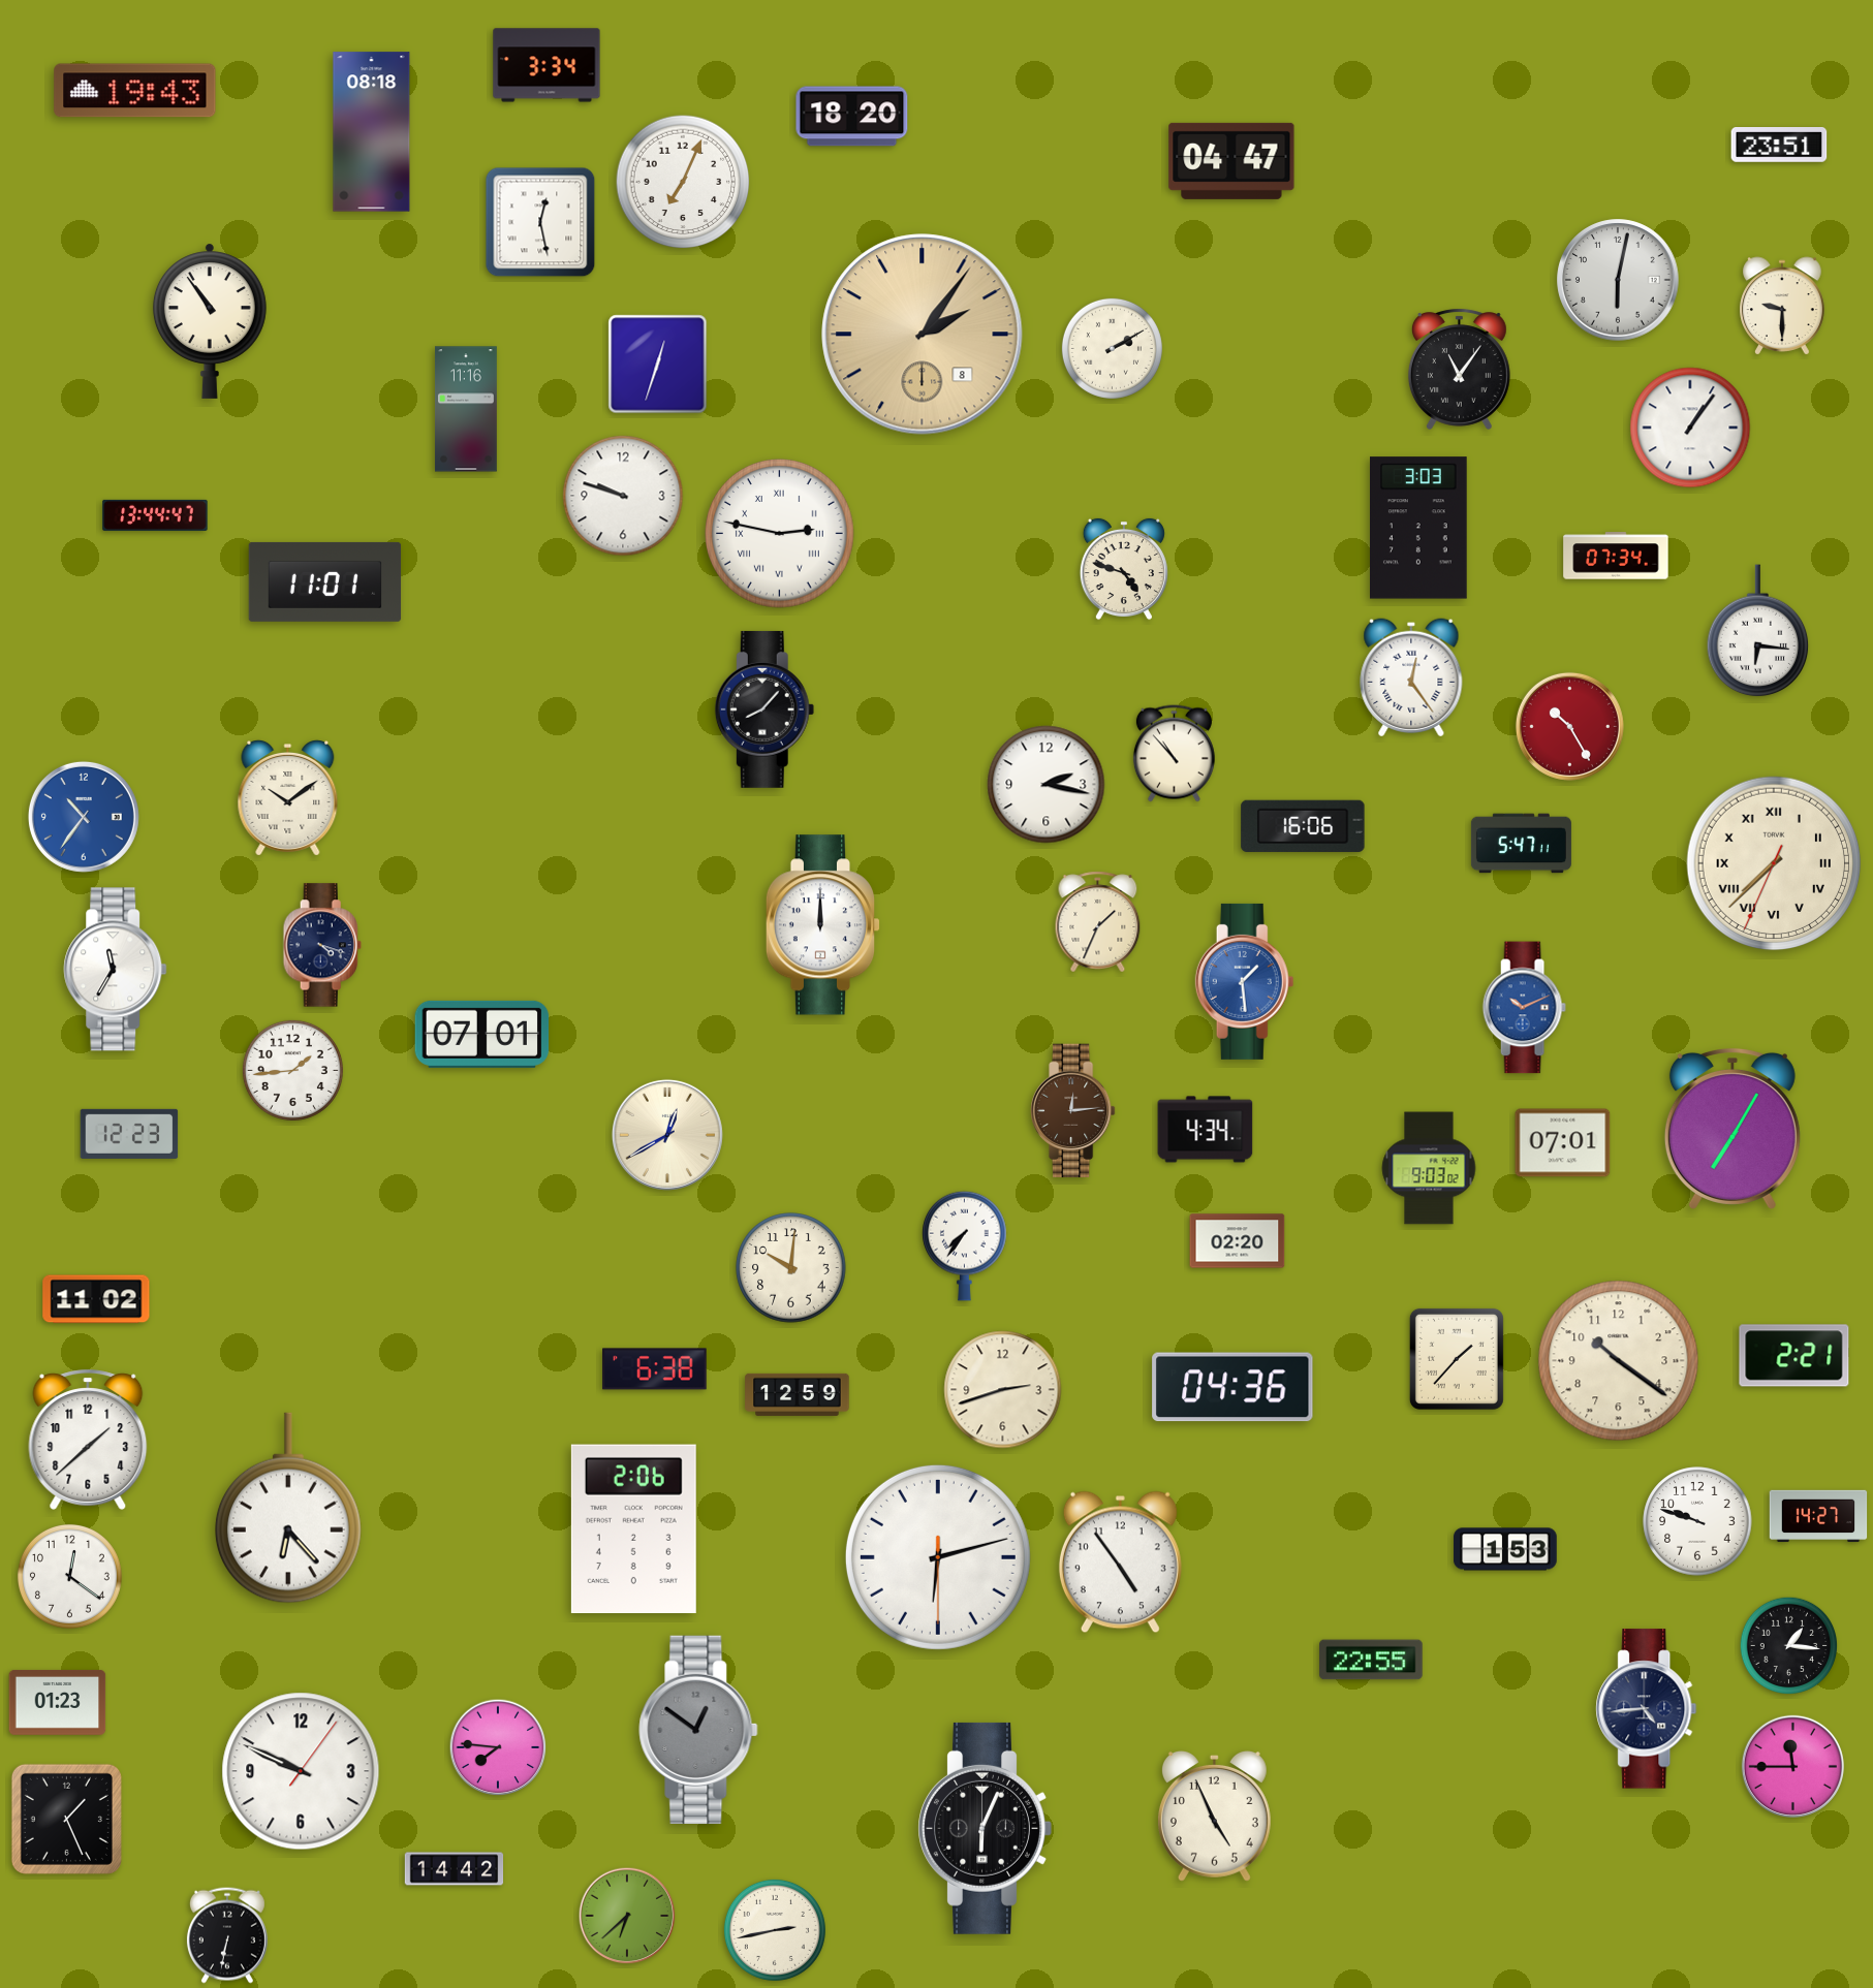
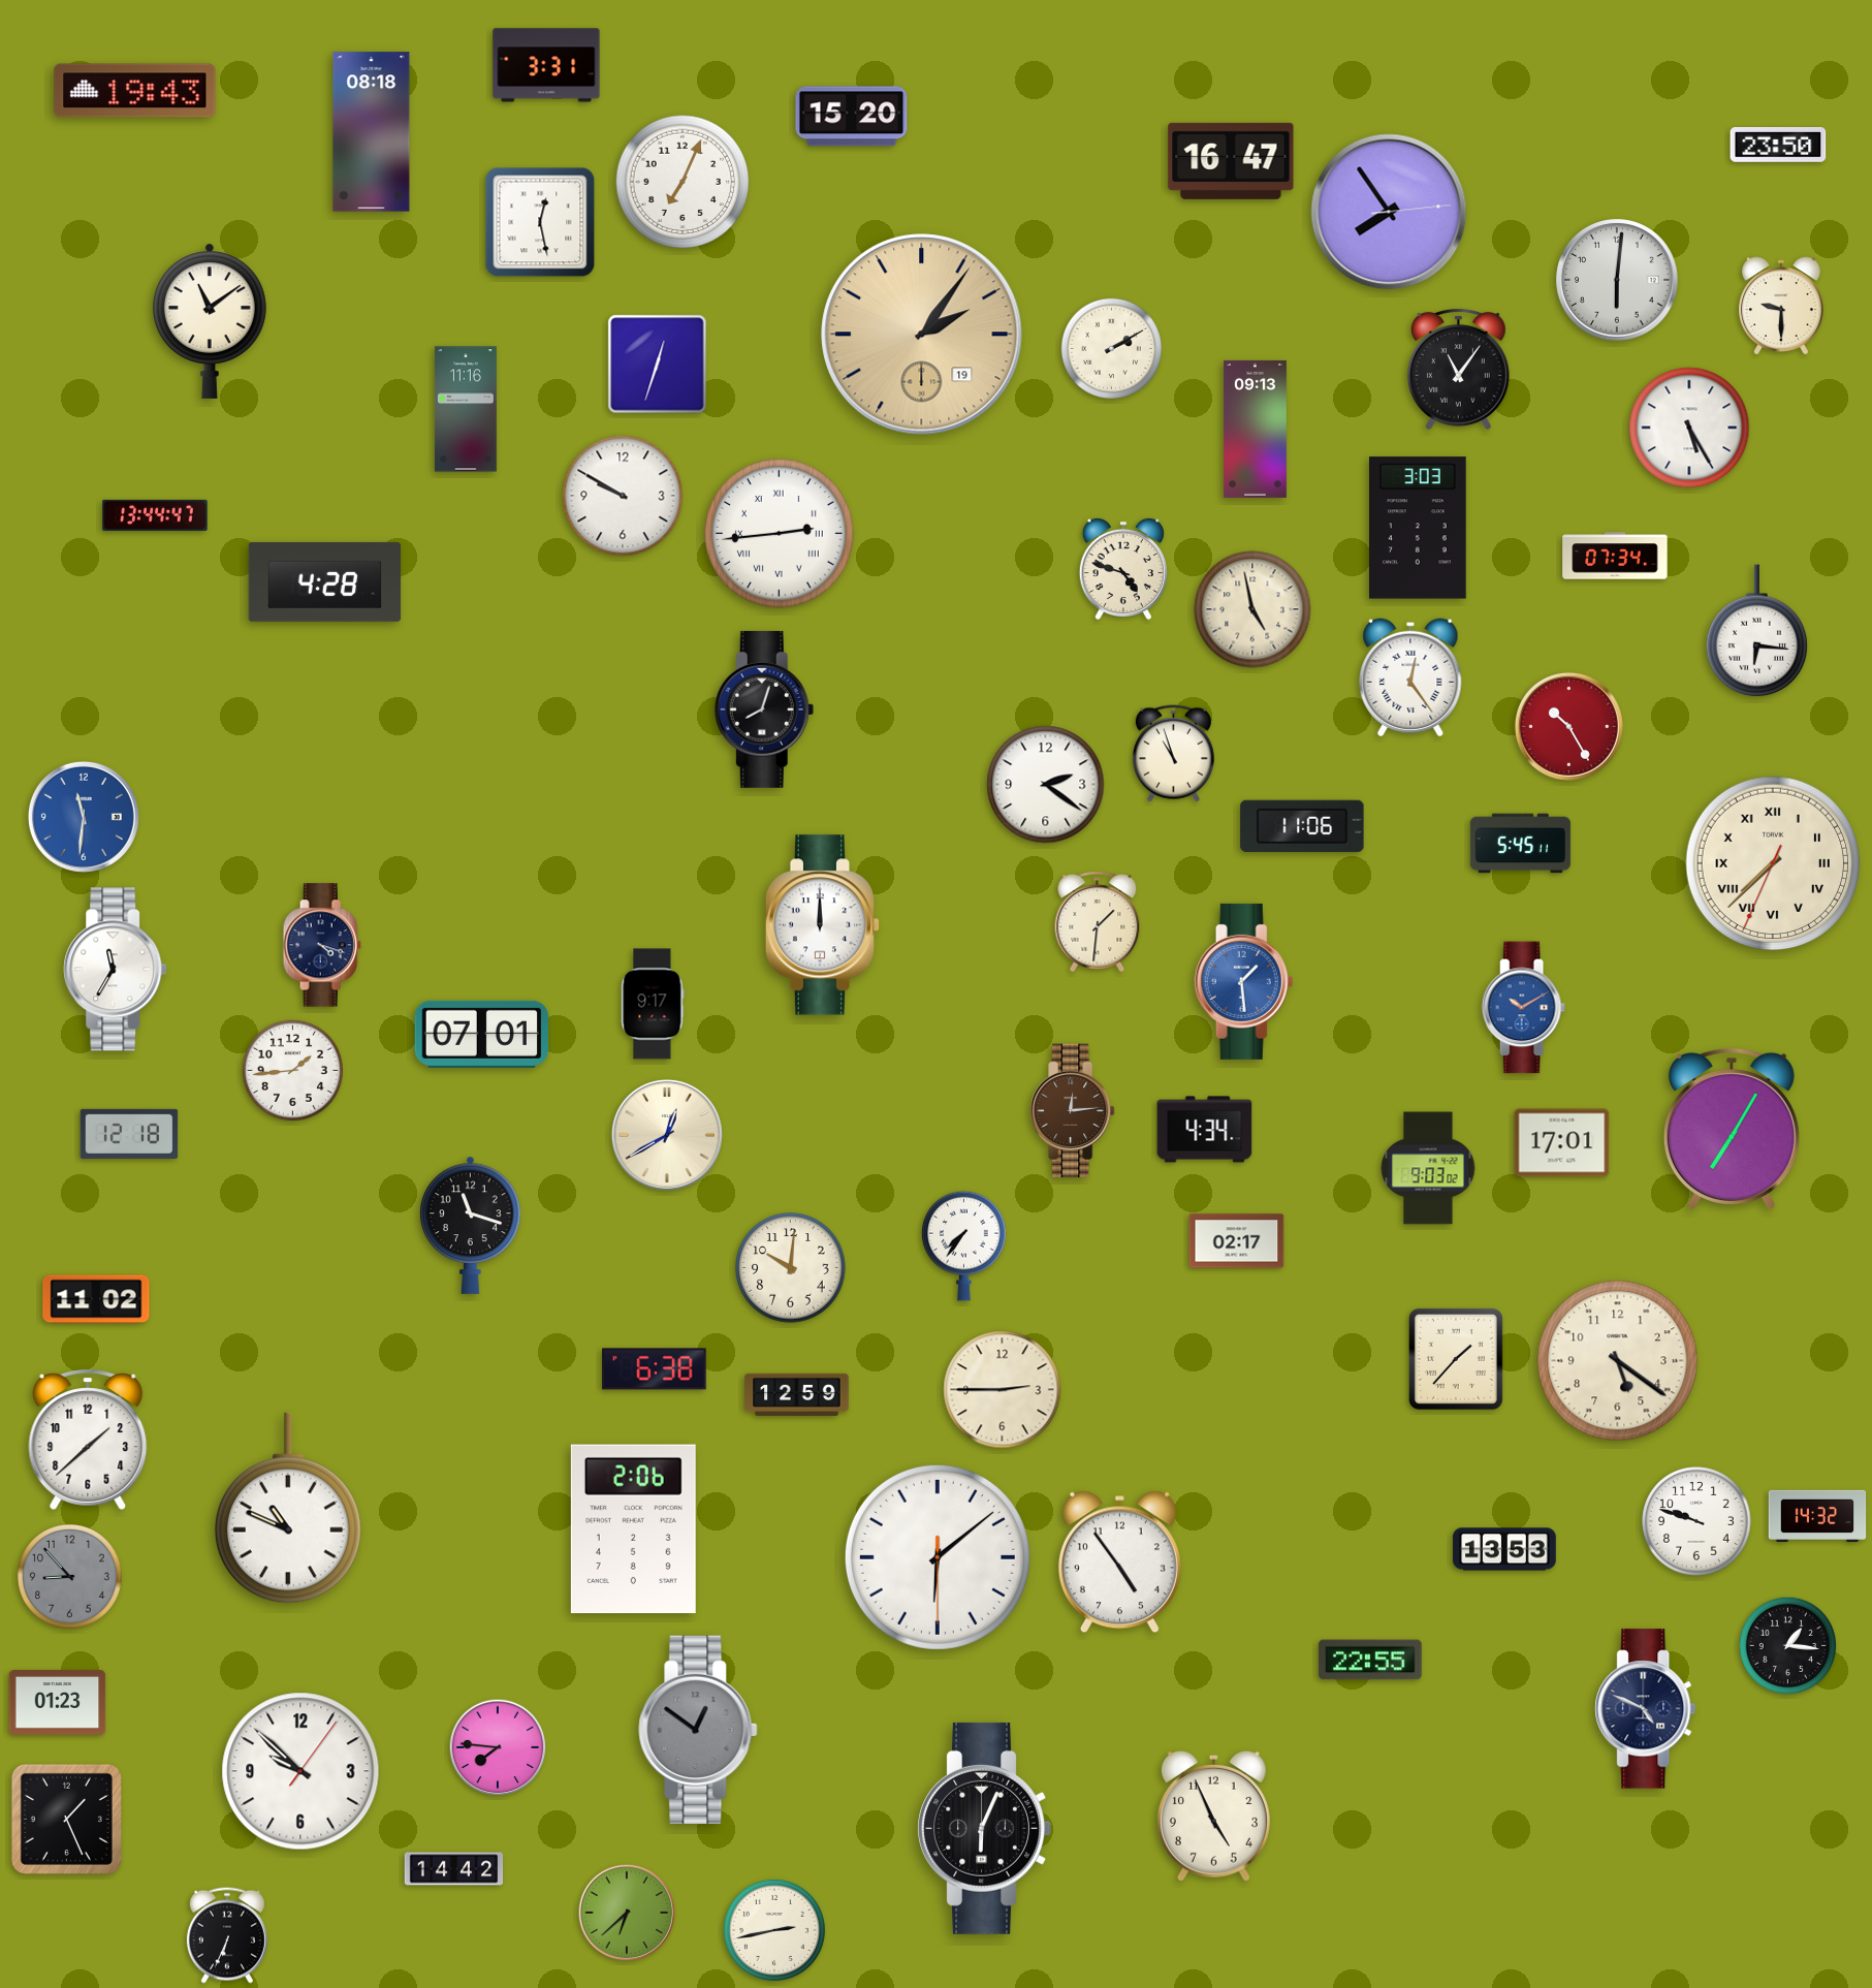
clock at (547, 65): 3:34 -> 3:31
clock at (852, 117): 18:20 -> 15:20
clock at (1779, 146): 23:51 -> 23:50
clock at (1231, 161): 04:47 -> 16:47
clock at (1389, 212): none -> 7:54
clock at (1618, 280): 6:02 -> 6:01
clock at (210, 321): 10:54 -> 11:09
clock at (923, 335) date: 8 -> 19
clock at (1690, 428): 1:06 -> 5:25
clock at (1255, 429): none -> 09:13
clock at (623, 496): 9:48 -> 9:50
clock at (780, 534): 2:47 -> 2:44
clock at (325, 581): 11:01 -> 4:28
clock at (1252, 609): none -> 4:58
clock at (764, 709): 8:07 -> 8:03
clock at (1174, 754): 10:53 -> 10:57
clock at (1047, 785): 2:17 -> 2:21
clock at (288, 798): 10:09 -> none
clock at (84, 817): 10:36 -> 11:31
clock at (1303, 825): 16:06 -> 11:06
clock at (1521, 844): 5:47 -> 5:45
clock at (1098, 922): 1:34 -> 1:31
clock at (653, 1004): none -> 9:17
clock at (1524, 1008): 10:11 -> 10:10
clock at (129, 1134): 12:23 -> 12:18
clock at (1563, 1143): 07:01 -> 17:01
clock at (471, 1225): none -> 11:18
clock at (1238, 1241): 02:20 -> 02:17
clock at (1794, 1356): 2:21 -> none
clock at (1619, 1361): 10:21 -> 5:21
clock at (1232, 1387): 04:36 -> none
clock at (1003, 1390): 2:42 -> 2:45
clock at (288, 1508): 6:23 -> 10:49
clock at (1818, 1516): 14:27 -> 14:32
clock at (1505, 1549): 1:53 -> 13:53
clock at (938, 1557): 6:12 -> 6:08
clock at (69, 1576): 12:21 -> 8:53
clock at (69, 1576) dial: white -> grey
clock at (1647, 1709): 4:44 -> 4:49
clock at (1792, 1766): 11:45 -> none
clock at (301, 1771): 9:49 -> 9:52
clock at (627, 1916) position: (627, 1916) -> (627, 1913)
clock at (227, 1935): 6:32 -> 6:34
